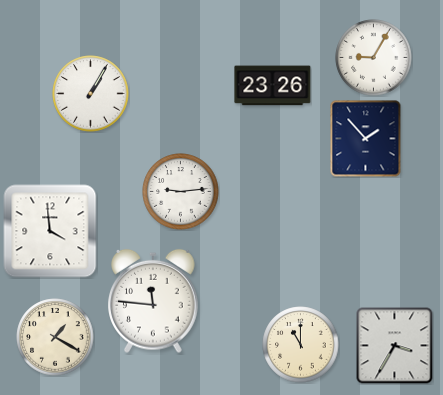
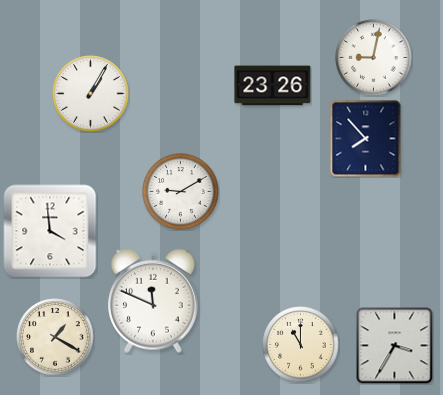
clock at (374, 58): 9:05 -> 9:02
clock at (366, 139): 1:53 -> 7:53
clock at (181, 192): 9:14 -> 9:10
clock at (153, 301): 11:46 -> 11:49
